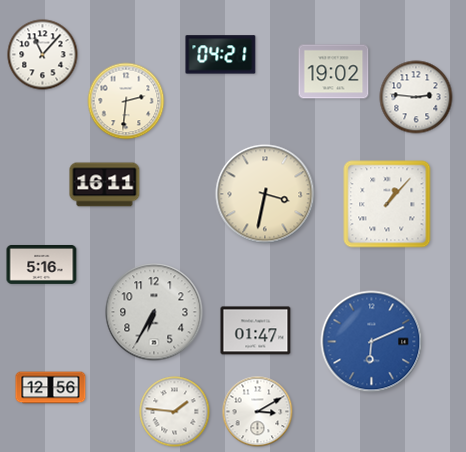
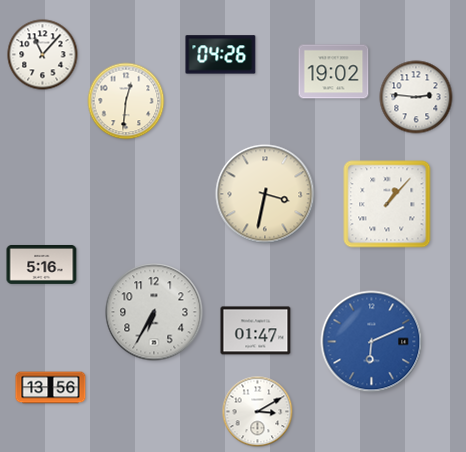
clock at (221, 55): 04:21 -> 04:26
clock at (126, 101): 2:31 -> 12:31
clock at (105, 185): 16:11 -> none
clock at (51, 388): 12:56 -> 13:56
clock at (175, 412): 1:46 -> none
